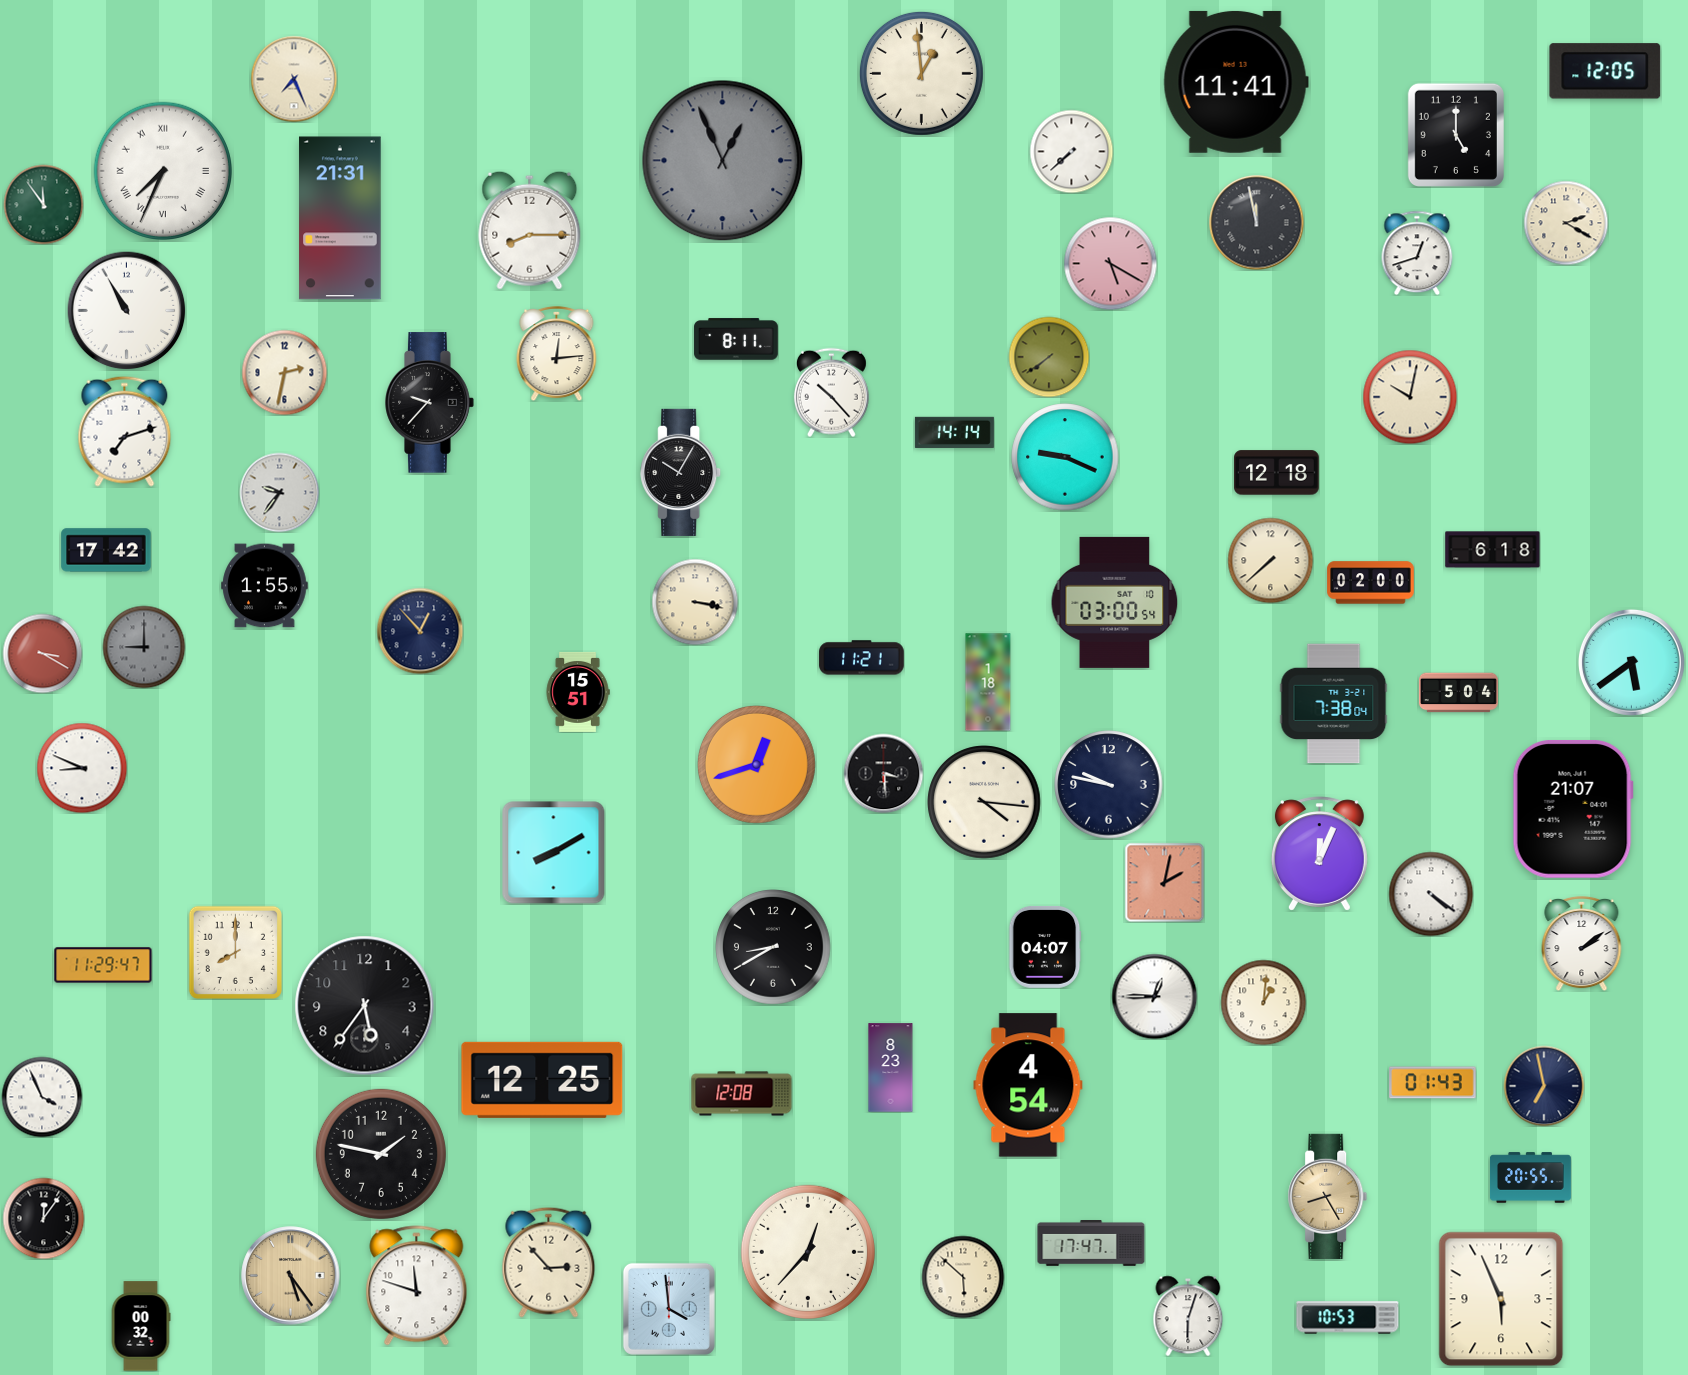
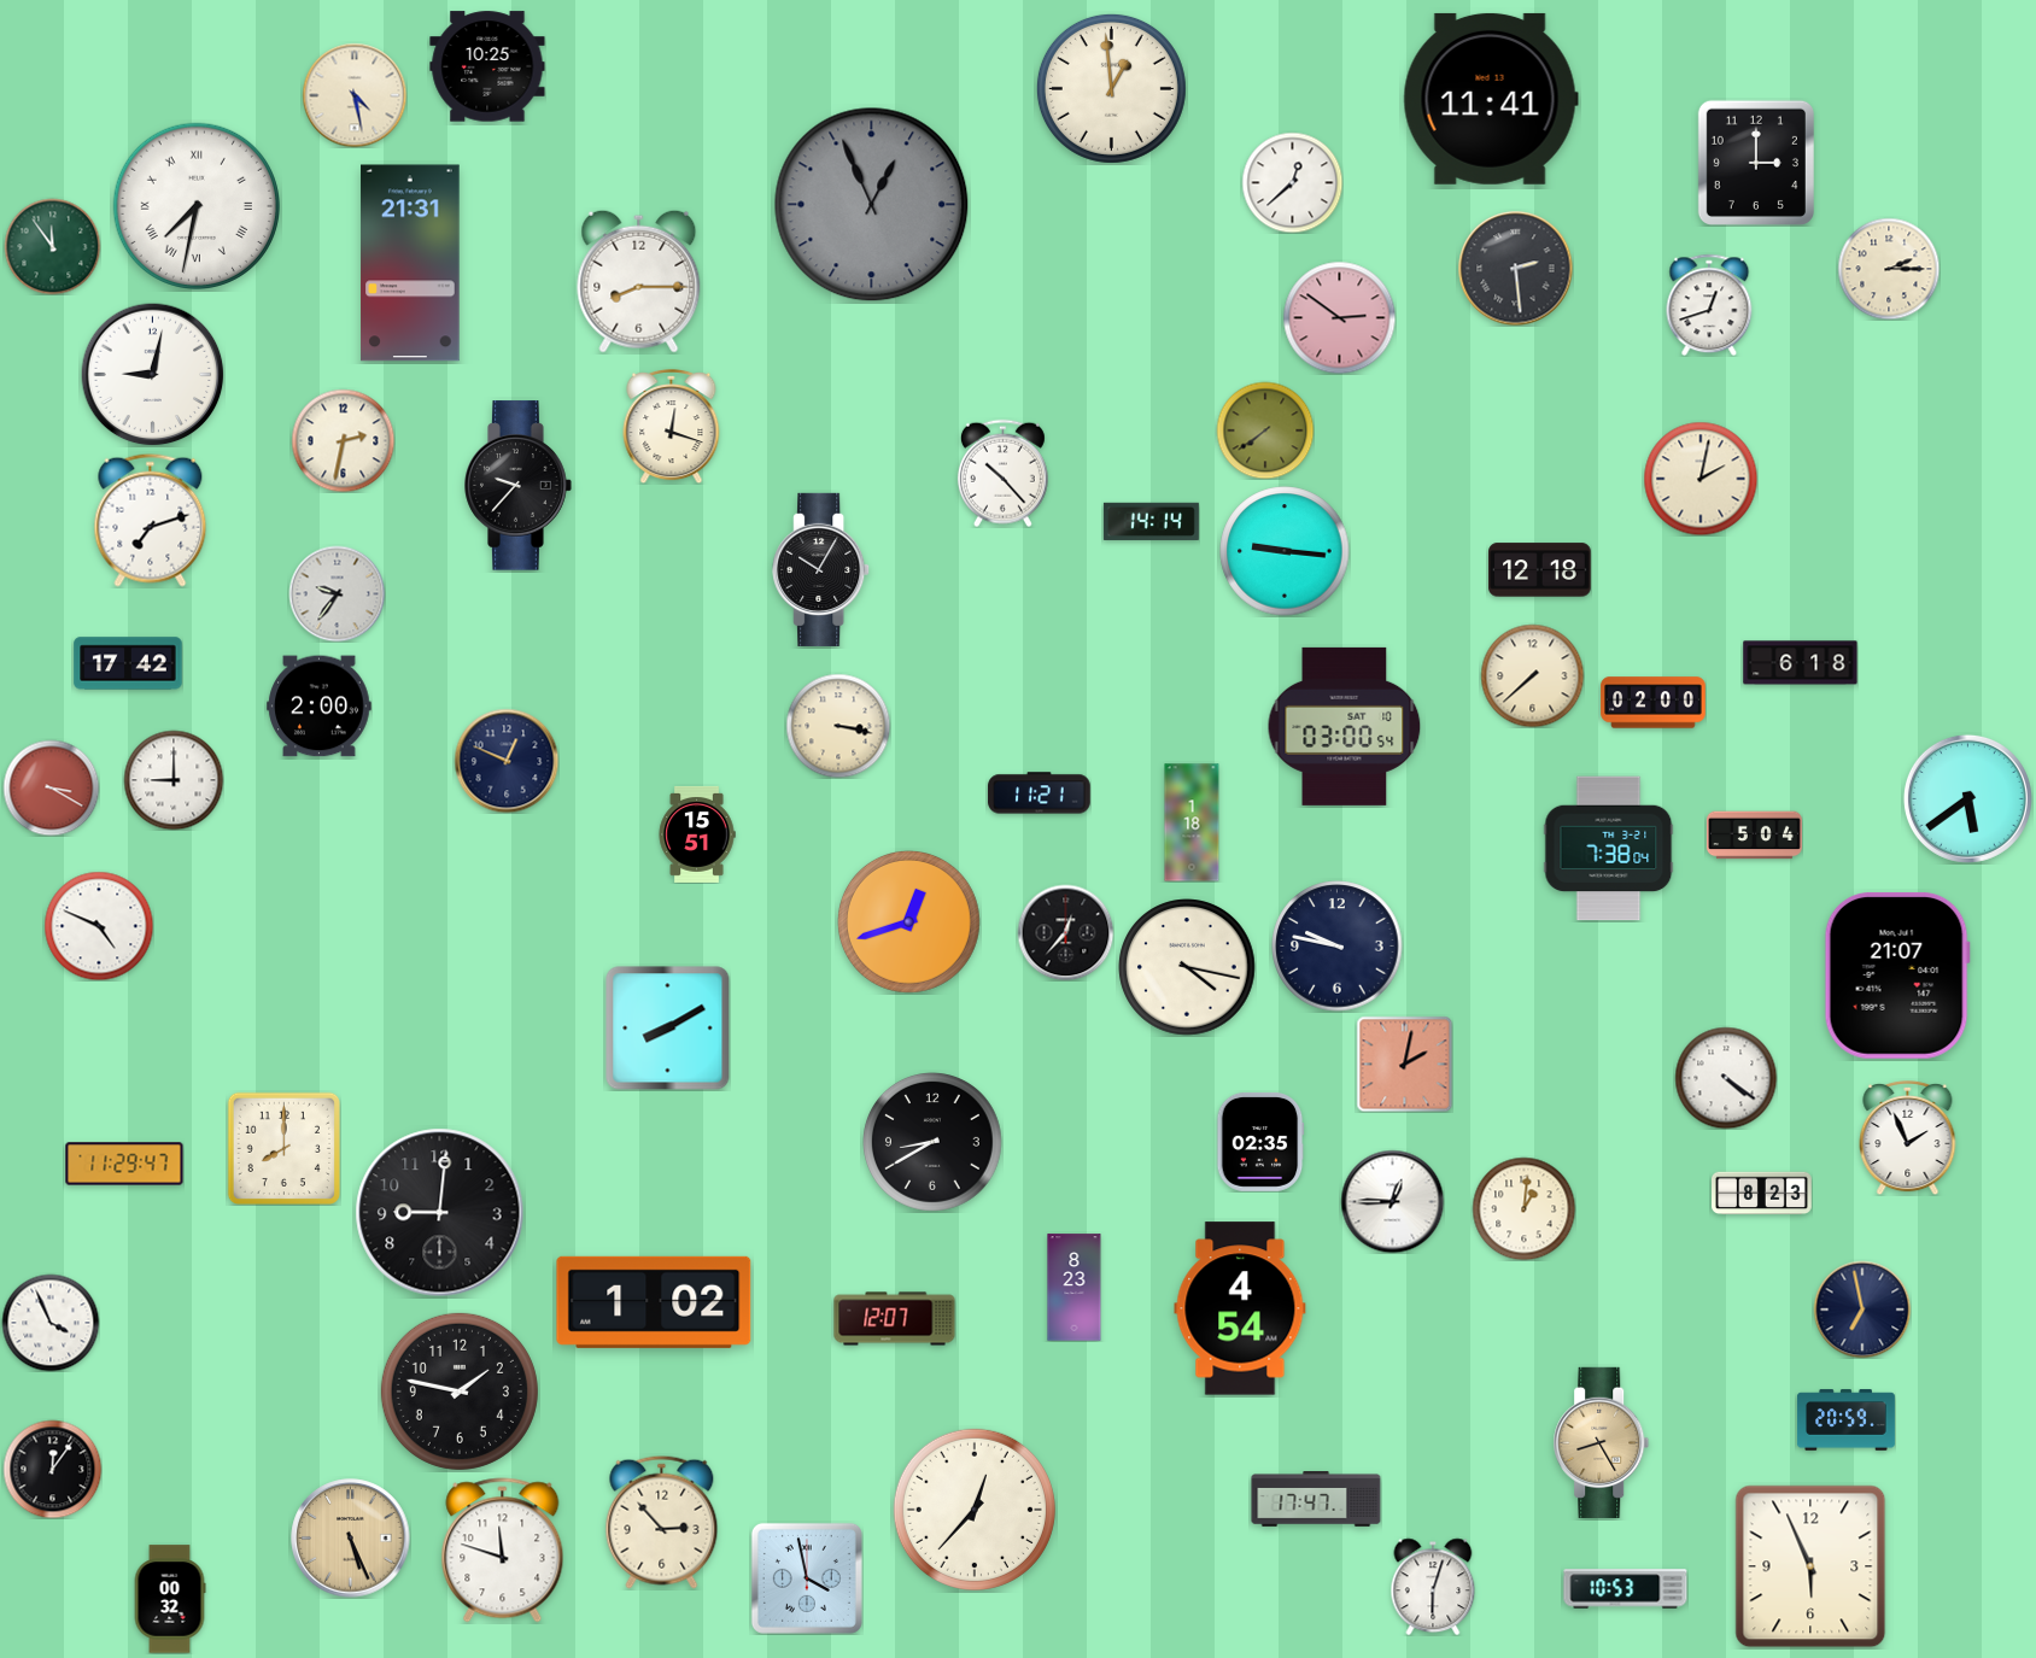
clock at (487, 66): none -> 10:25
clock at (1605, 71): 12:05 -> none
clock at (294, 79): 7:26 -> 4:28
clock at (1456, 135): 5:00 -> 3:00
clock at (1071, 151): 7:38 -> 12:38
clock at (723, 161) position: (723, 161) -> (872, 205)
clock at (162, 170): 7:34 -> 7:32
clock at (1256, 222): 11:58 -> 2:29
clock at (1566, 223): 2:20 -> 2:15
clock at (530, 230) position: (530, 230) -> (639, 281)
clock at (1110, 263): 5:20 -> 2:51
clock at (126, 310): 10:55 -> 9:02
clock at (736, 339): 8:11 -> none
clock at (557, 353): 12:14 -> 12:18
clock at (284, 372) position: (284, 372) -> (343, 440)
clock at (1410, 397): 10:02 -> 2:02
clock at (1065, 457): 9:19 -> 9:16
clock at (265, 586): 1:55 -> 2:00
clock at (420, 631): 12:53 -> 12:49
clock at (144, 647) dial: grey -> white
clock at (1458, 693) position: (1458, 693) -> (1754, 836)
clock at (756, 764) position: (756, 764) -> (908, 921)
clock at (82, 768): 8:49 -> 4:49
clock at (883, 773): 3:29 -> 12:37
clock at (984, 802): 4:16 -> 4:17
clock at (1319, 854): 12:04 -> none
clock at (1582, 943): 2:09 -> 1:56
clock at (1045, 947): 04:07 -> 02:35
clock at (1762, 1194): none -> 8:23
clock at (365, 1006): 5:36 -> 9:01
clock at (542, 1080): 12:25 -> 1:02
clock at (1433, 1083): 01:43 -> none
clock at (742, 1094): 12:08 -> 12:07
clock at (1530, 1178): 20:55 -> 20:59
clock at (291, 1276): 5:24 -> 5:26
clock at (963, 1277): 5:52 -> none
clock at (669, 1309): 3:59 -> 3:58
